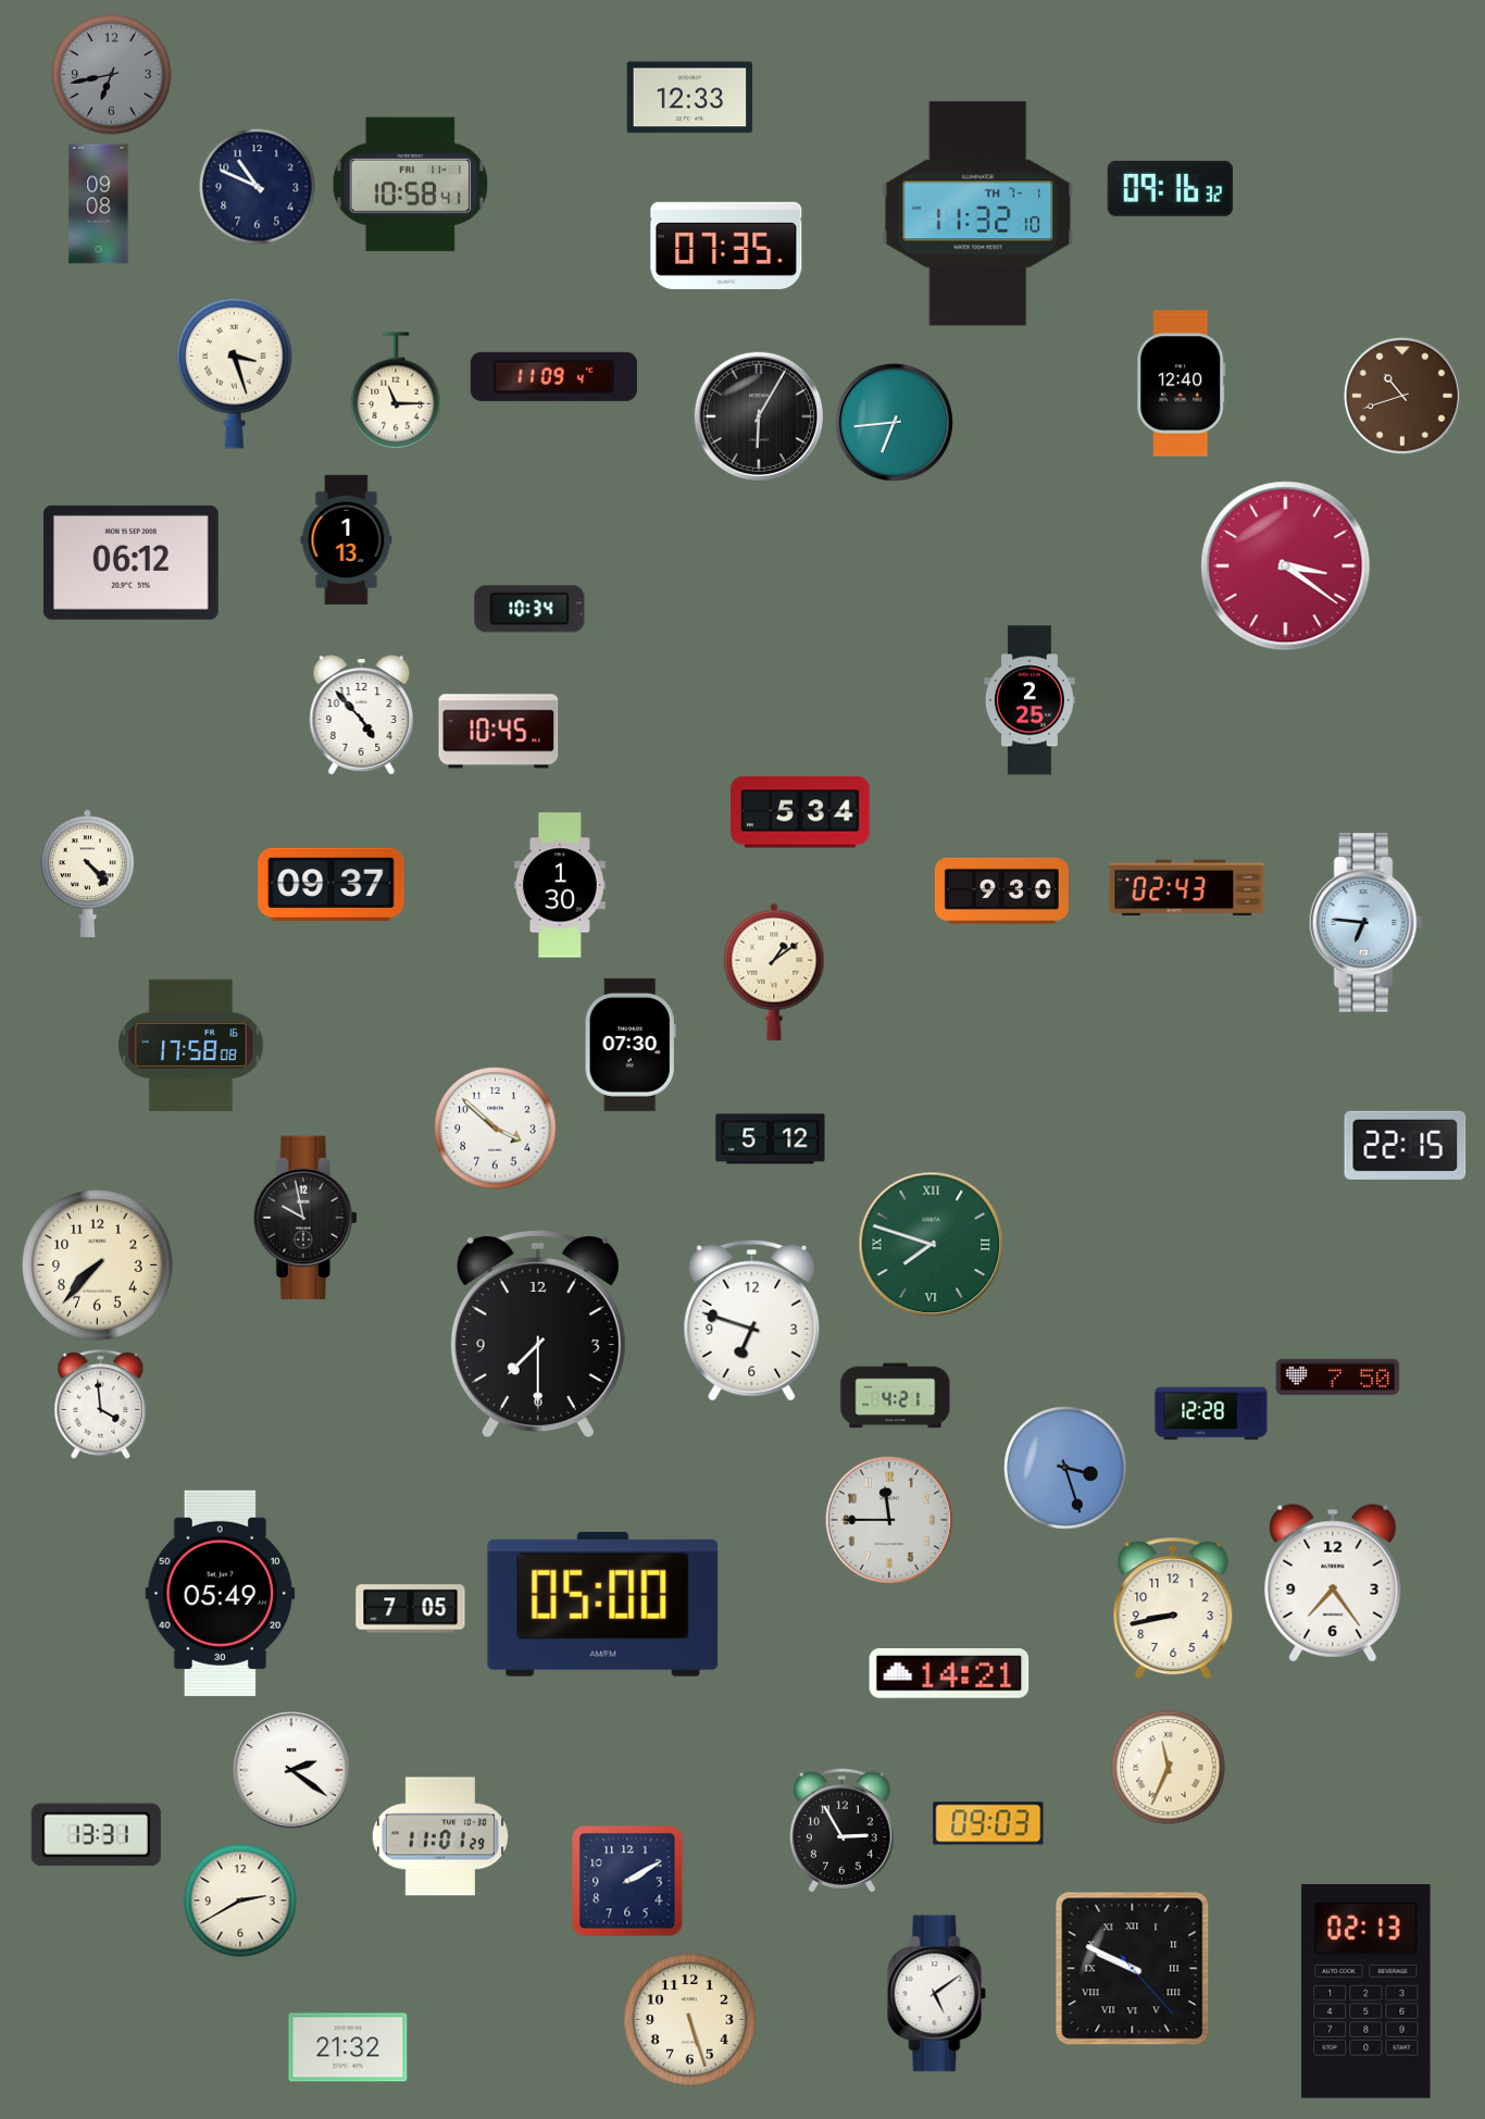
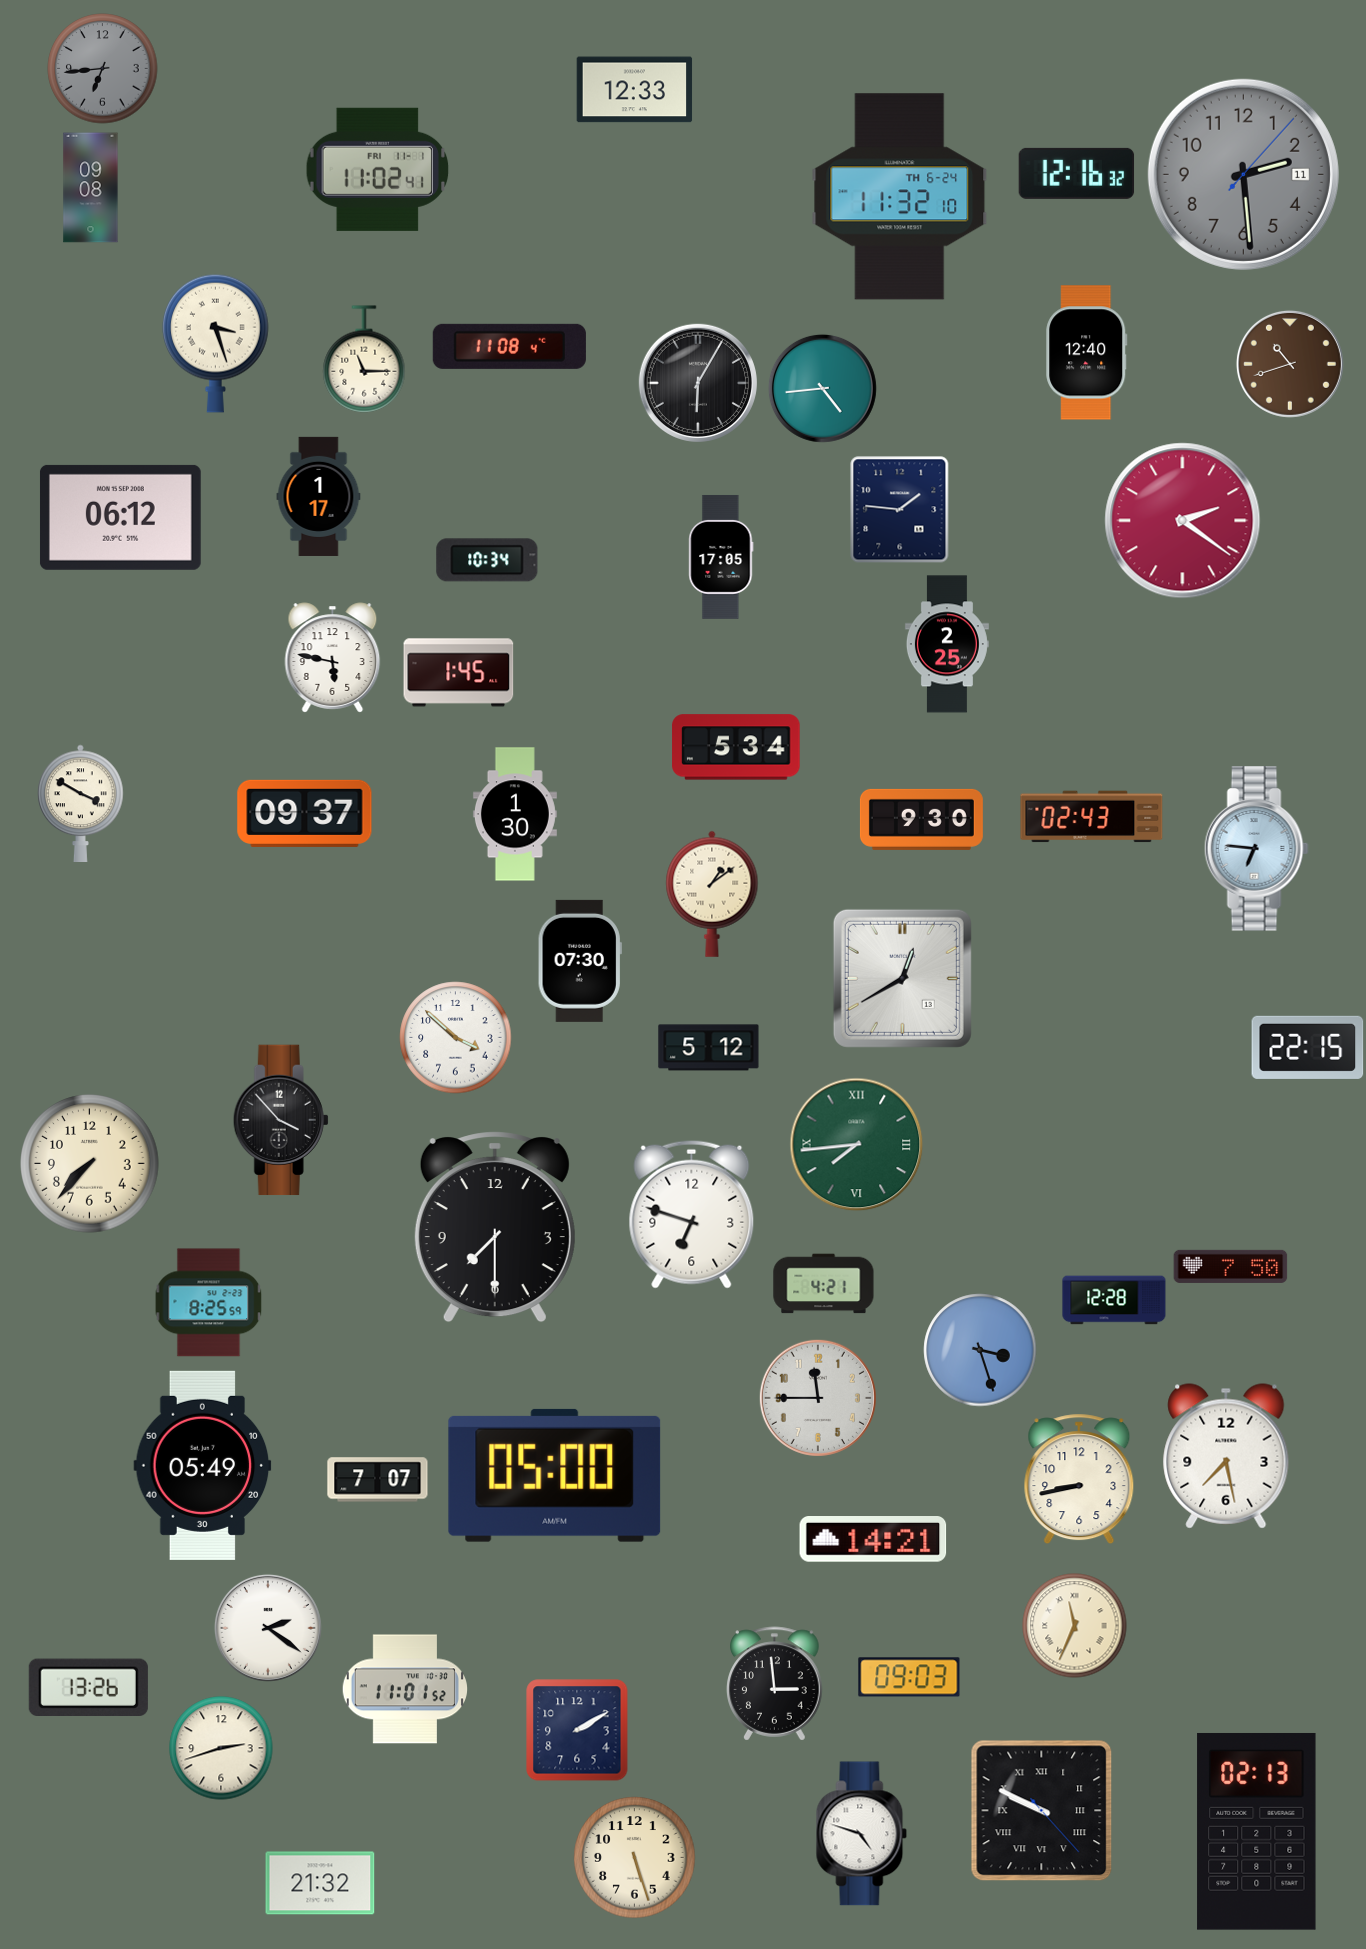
clock at (112, 75): 6:43 -> 6:44
clock at (411, 184): 10:58 -> 11:02
clock at (258, 187): 10:49 -> none
clock at (1171, 188): 09:16 -> 12:16
clock at (1243, 174): none -> 2:29
clock at (978, 214) date: TH 7-1 -> TH 6-24
clock at (726, 246): 07:35 -> none
clock at (553, 376): 11:09 -> 11:08
clock at (894, 422): 6:44 -> 4:44
clock at (347, 539): 1:13 -> 1:17
clock at (900, 510): none -> 1:46
clock at (1286, 566): 3:21 -> 2:21
clock at (721, 557): none -> 17:05
clock at (362, 715): 4:53 -> 5:47
clock at (499, 732): 10:45 -> 1:45
clock at (88, 873): 4:23 -> 3:50
clock at (190, 1045): 17:58 -> none
clock at (902, 978): none -> 12:40
clock at (1406, 1145) position: (1406, 1145) -> (1308, 1047)
clock at (305, 1218): 9:58 -> 3:53
clock at (932, 1245): 7:48 -> 7:44
clock at (101, 1405): 3:59 -> none
clock at (209, 1303): none -> 8:25
clock at (1333, 1583): 7:24 -> 7:28
clock at (411, 1609): 7:05 -> 7:07
clock at (843, 1831): 2:55 -> 2:59
clock at (96, 1834): 13:31 -> 13:26
clock at (439, 1836): 11:01:29 -> 11:01:52
clock at (240, 1900): 2:40 -> 2:42
clock at (937, 1994): 5:09 -> 4:48
